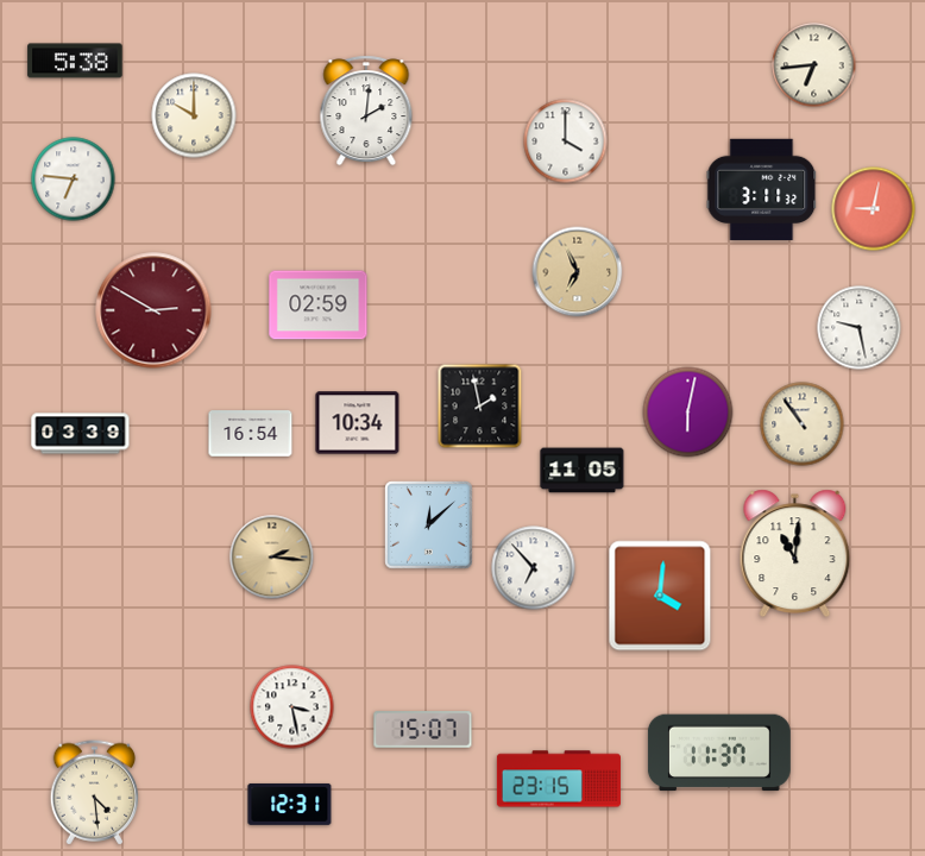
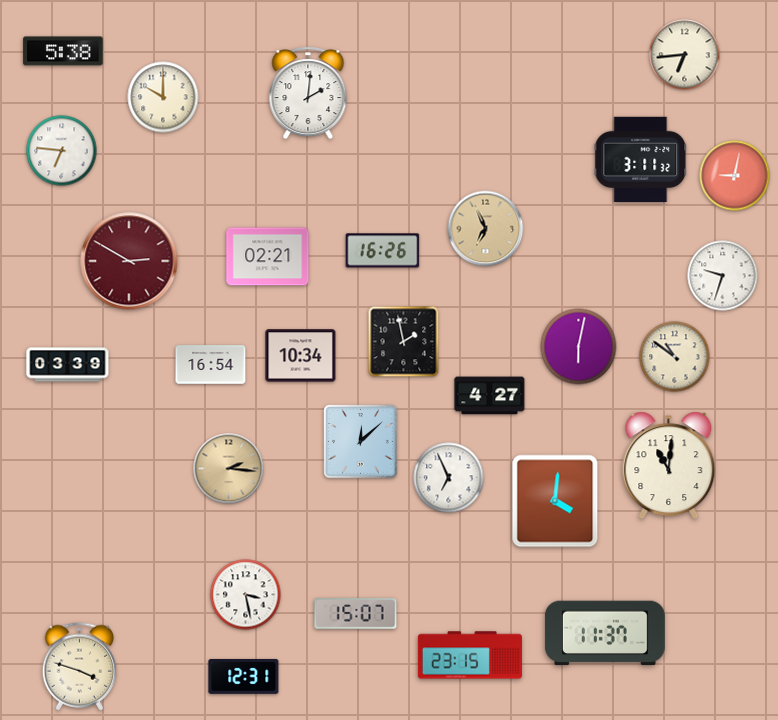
clock at (566, 141): 4:00 -> none
clock at (383, 251): none -> 16:26
clock at (319, 306): 02:59 -> 02:21
clock at (860, 328): 9:28 -> 9:33
clock at (803, 424): 10:54 -> 10:51
clock at (583, 471): 11:05 -> 4:27
clock at (534, 568): 6:53 -> 6:56
clock at (95, 793): 4:29 -> 3:48
